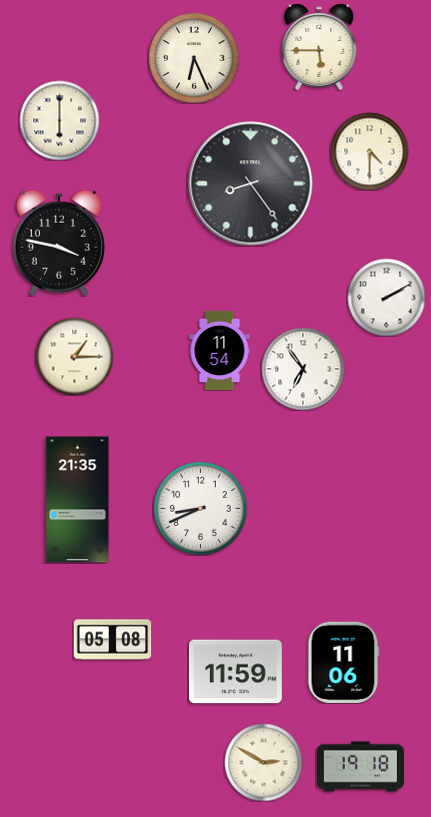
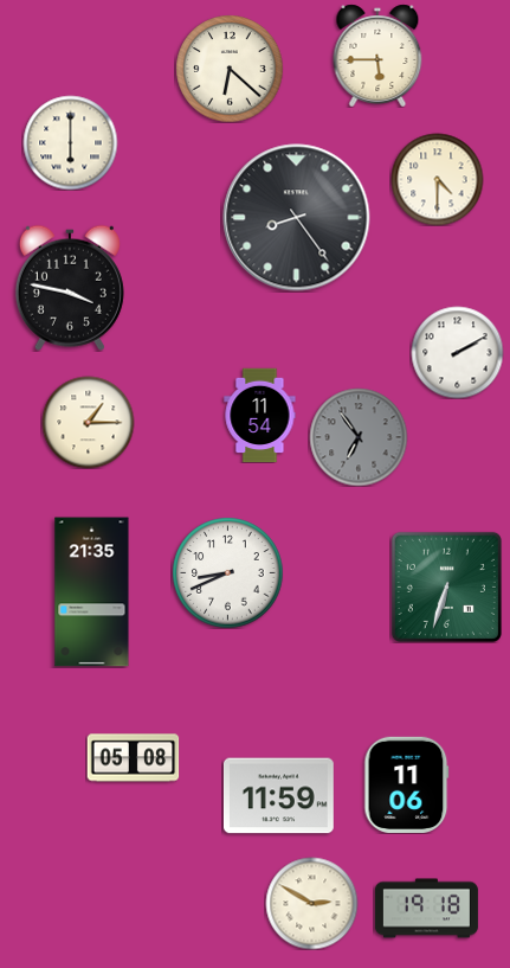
clock at (194, 58): 6:26 -> 6:22
clock at (303, 369) dial: white -> grey
clock at (446, 586): none -> 6:33
clock at (200, 508) position: (200, 508) -> (227, 572)
